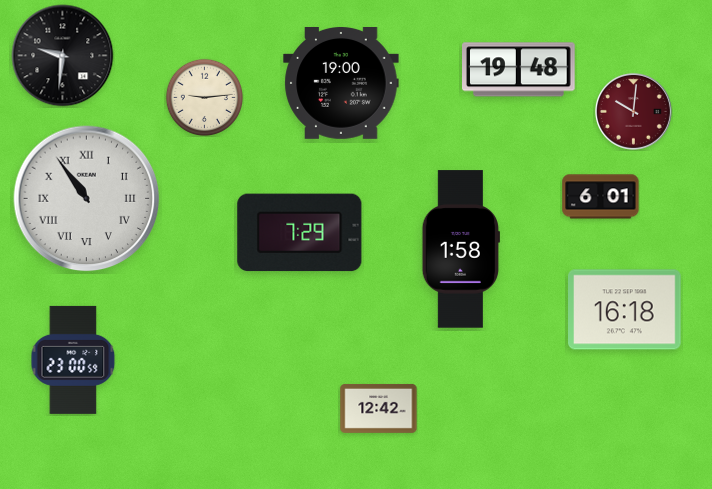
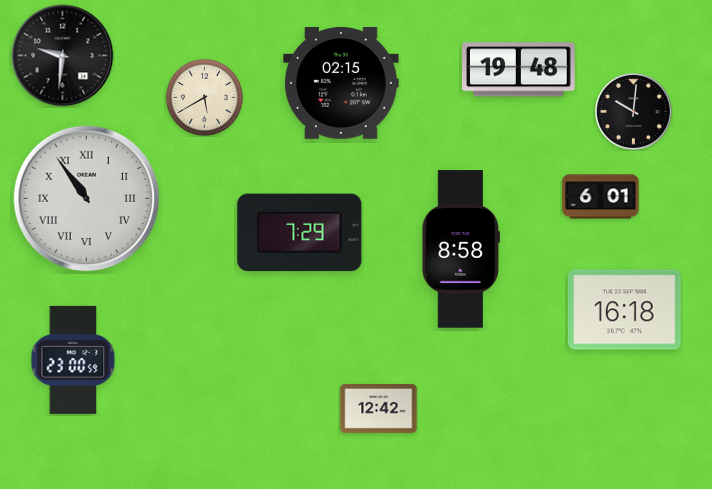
clock at (341, 84): 19:00 -> 02:15
clock at (204, 97): 9:14 -> 5:40
clock at (633, 111) dial: burgundy -> black
clock at (461, 249): 1:58 -> 8:58
